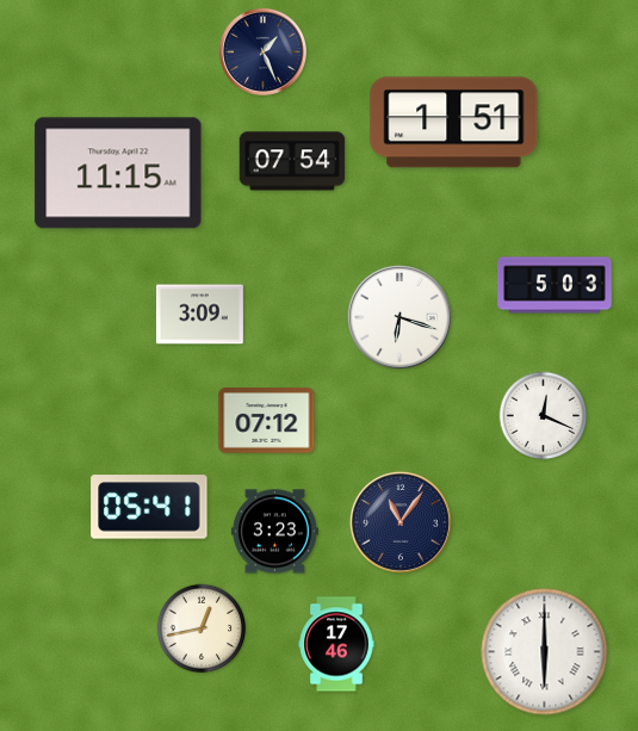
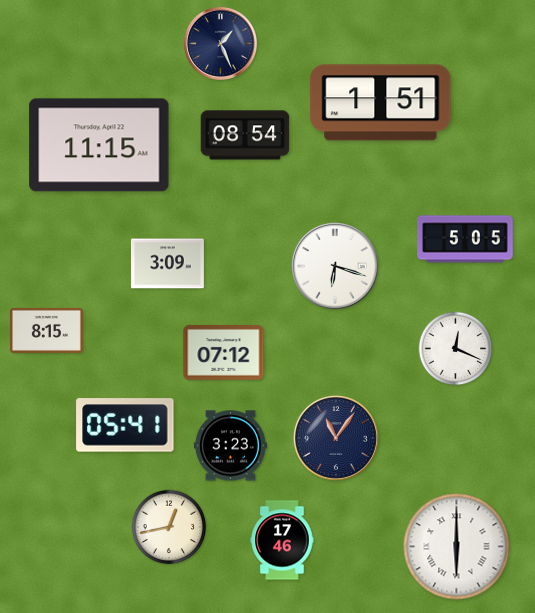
clock at (292, 161): 07:54 -> 08:54
clock at (555, 285): 5:03 -> 5:05
clock at (46, 330): none -> 8:15
